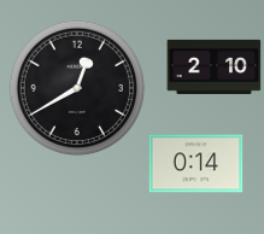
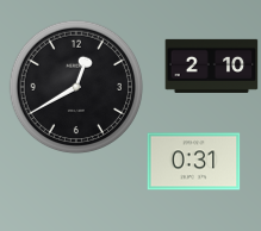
clock at (195, 164): 0:14 -> 0:31
